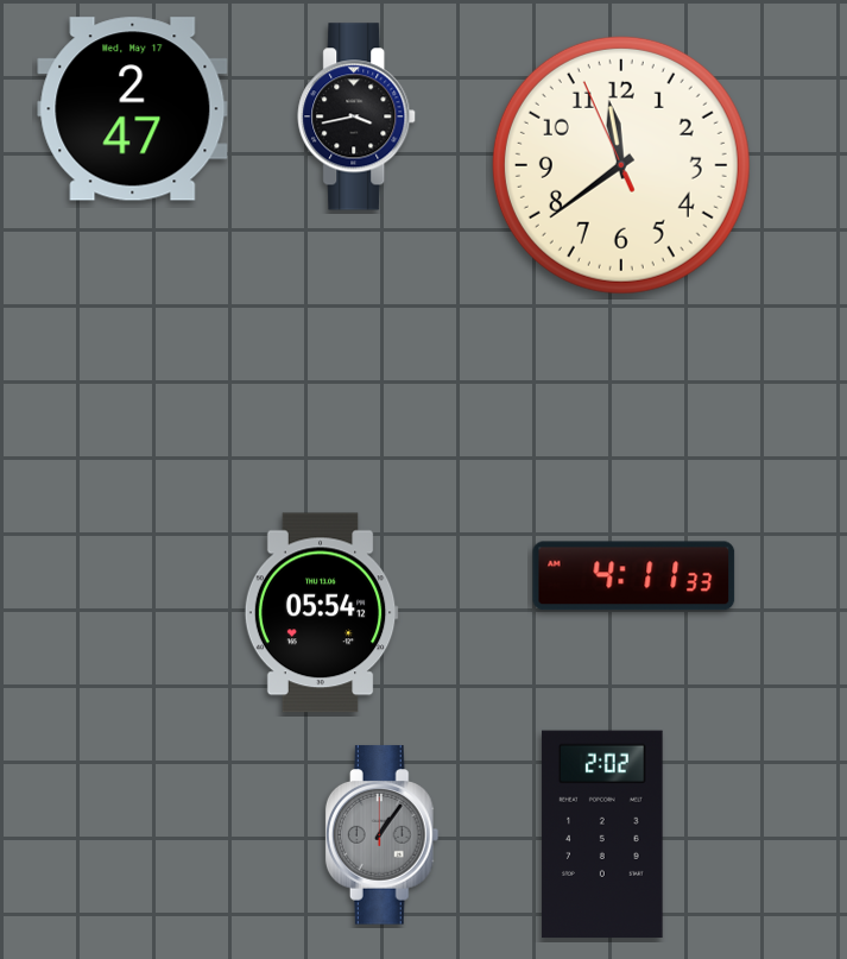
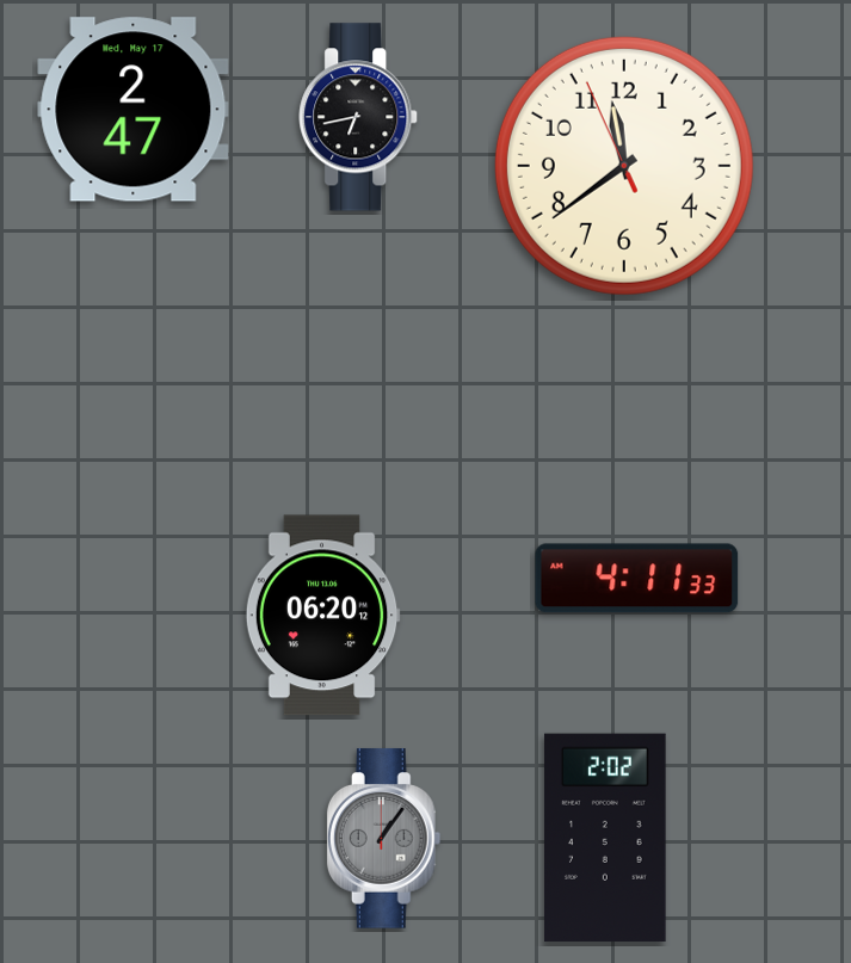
clock at (358, 116): 3:43 -> 6:43
clock at (321, 613): 05:54 -> 06:20
